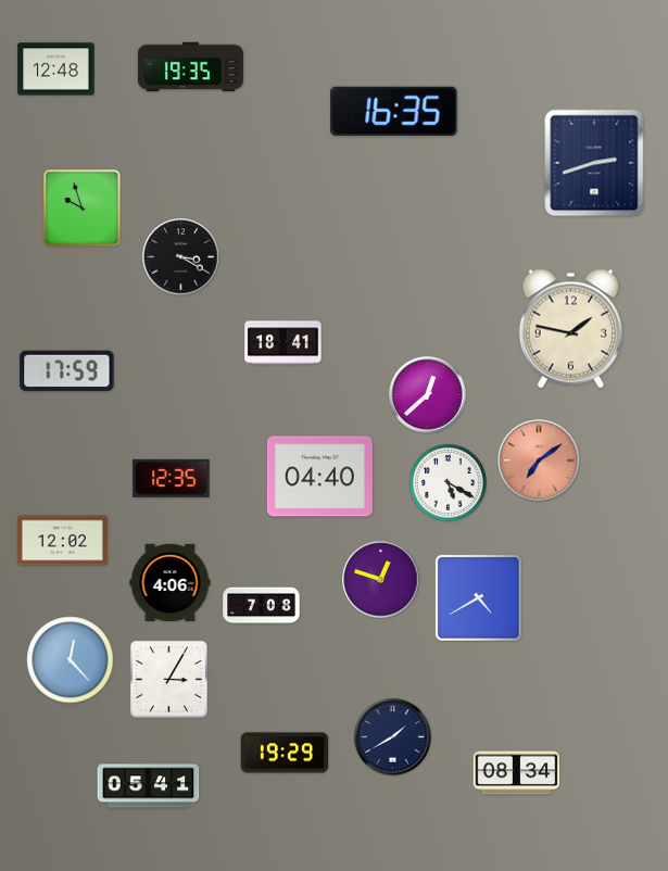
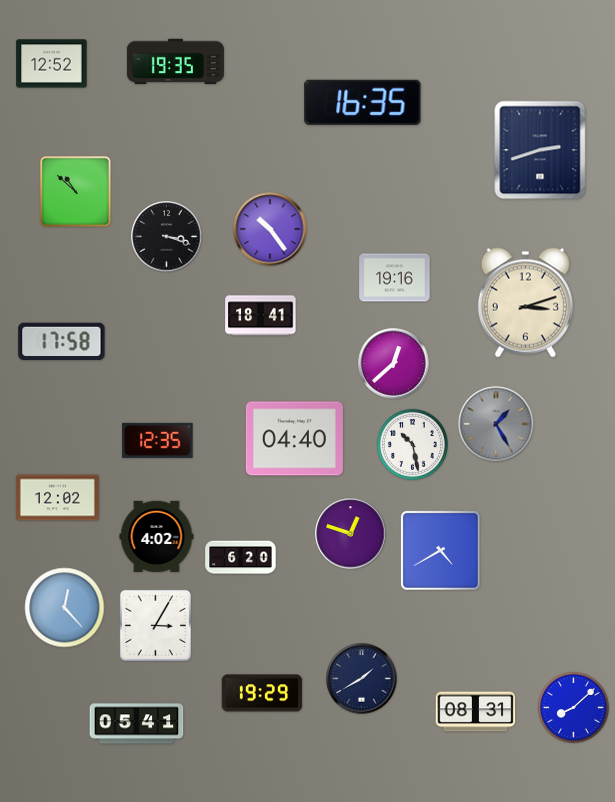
clock at (56, 70): 12:48 -> 12:52
clock at (594, 163) position: (594, 163) -> (540, 150)
clock at (83, 209): 9:57 -> 10:52
clock at (270, 229): none -> 10:24
clock at (181, 257): 3:20 -> 3:18
clock at (395, 278): none -> 19:16
clock at (570, 329): 1:47 -> 3:12
clock at (67, 371): 17:59 -> 17:58
clock at (539, 460): 7:09 -> 1:25
clock at (539, 460) dial: salmon -> grey
clock at (448, 482): 5:20 -> 10:28
clock at (171, 582): 4:06 -> 4:02
clock at (262, 606): 7:08 -> 6:20
clock at (573, 707): none -> 8:08
clock at (517, 773): 08:34 -> 08:31
